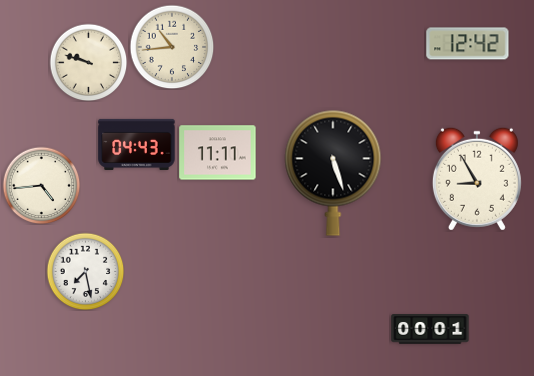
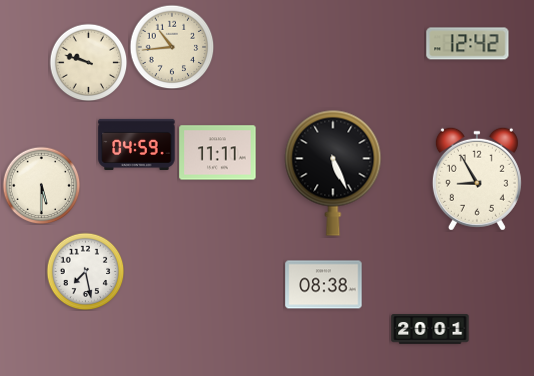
clock at (137, 144): 04:43 -> 04:59
clock at (333, 173): 5:27 -> 5:26
clock at (41, 185): 4:44 -> 5:30
clock at (324, 285): none -> 08:38
clock at (430, 329): 00:01 -> 20:01
